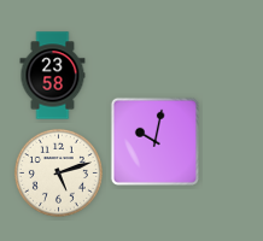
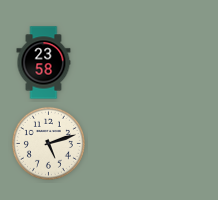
clock at (154, 141): 10:02 -> none
